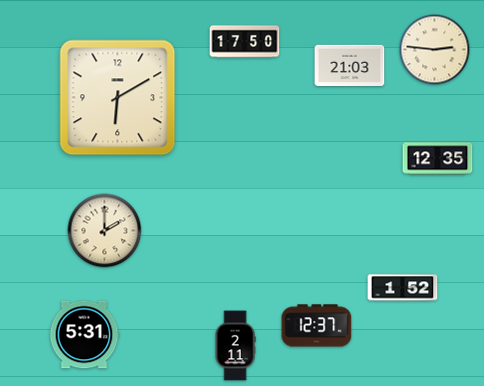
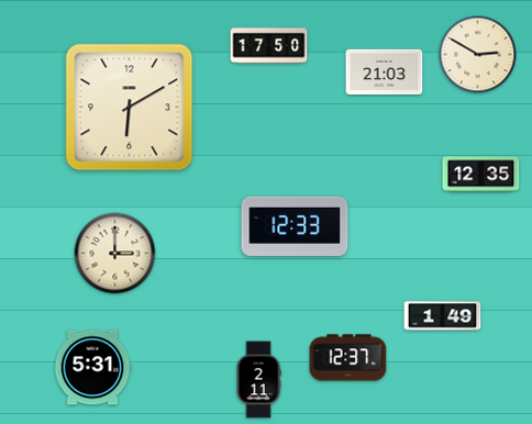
clock at (435, 50): 2:46 -> 2:50
clock at (295, 225): none -> 12:33
clock at (105, 231): 2:00 -> 3:00
clock at (403, 288): 1:52 -> 1:49
